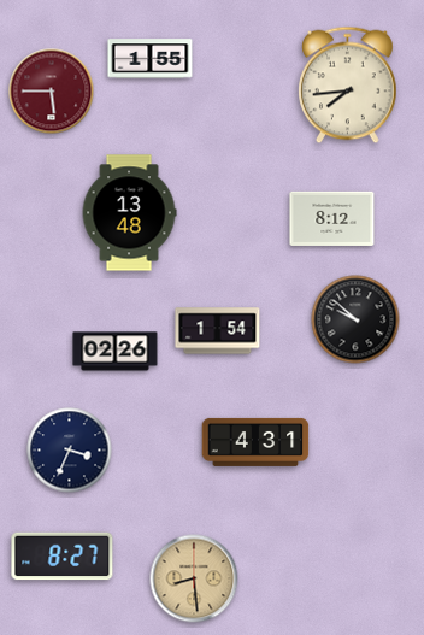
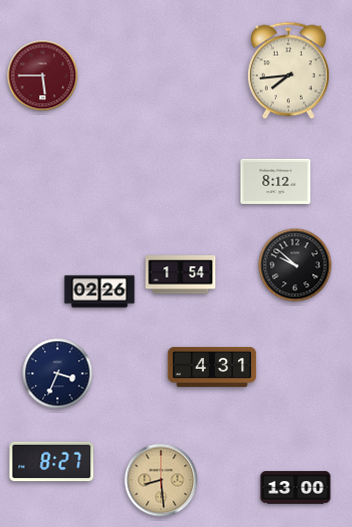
clock at (151, 59): 1:55 -> none
clock at (129, 213): 13:48 -> none
clock at (116, 352) position: (116, 352) -> (100, 292)
clock at (296, 488): none -> 13:00
